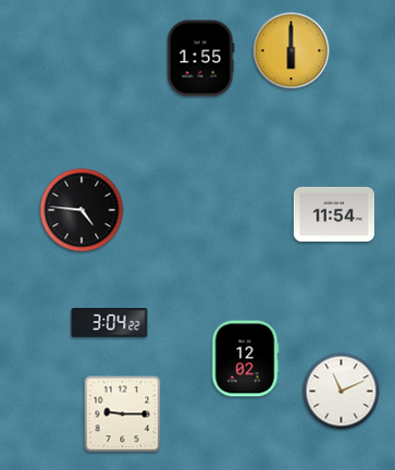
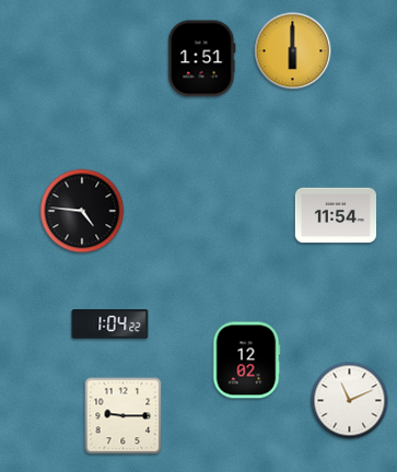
clock at (201, 59): 1:55 -> 1:51
clock at (110, 323): 3:04 -> 1:04
clock at (342, 392) position: (342, 392) -> (350, 401)
